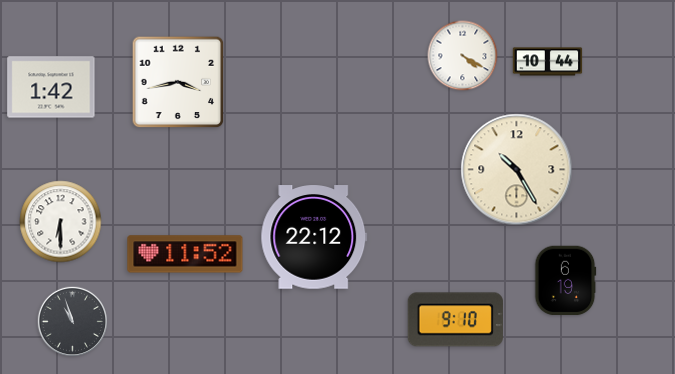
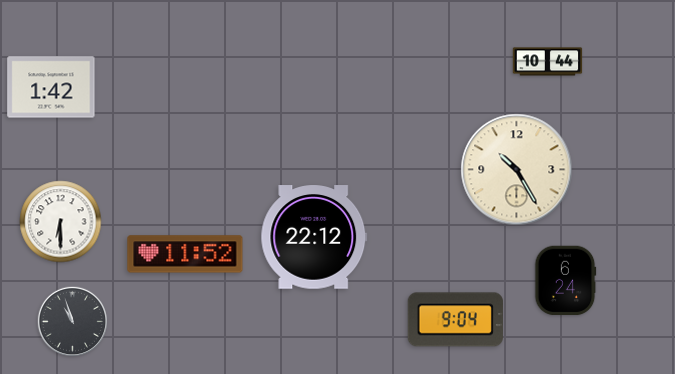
clock at (463, 56): 4:20 -> none
clock at (178, 82): 3:43 -> none
clock at (565, 281): 6:19 -> 6:24
clock at (455, 320): 9:10 -> 9:04
